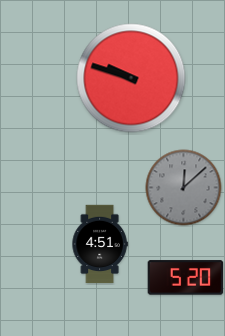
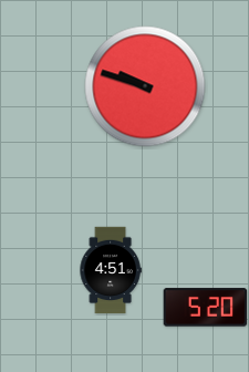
clock at (184, 188): 12:08 -> none
